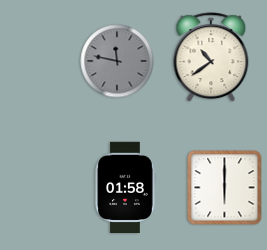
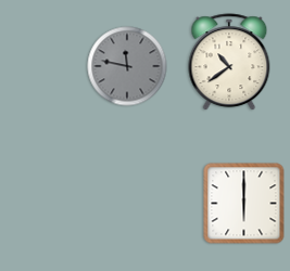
clock at (125, 187): 01:58 -> none
